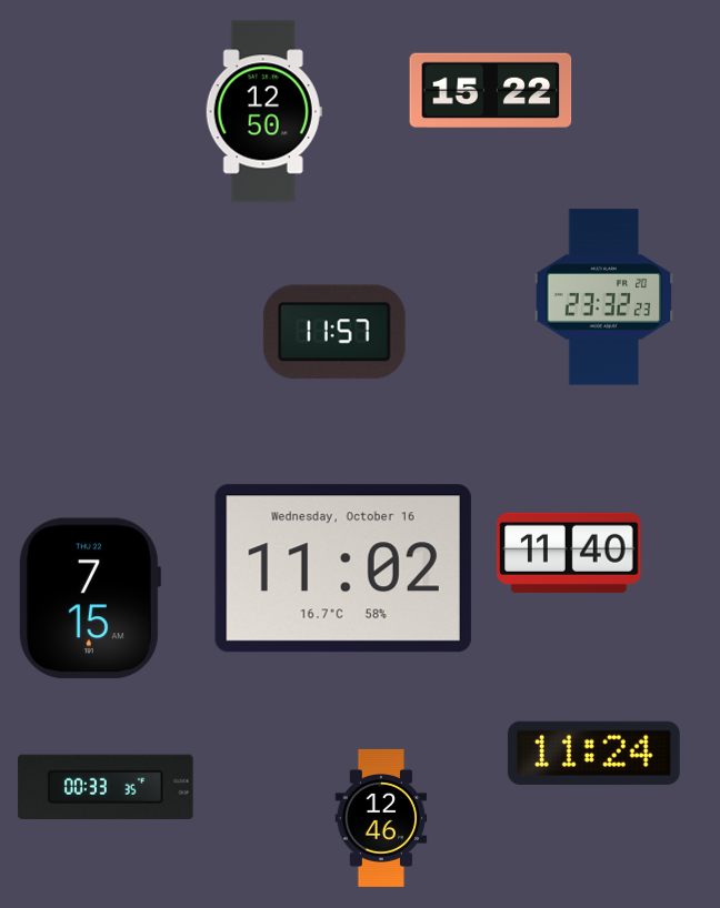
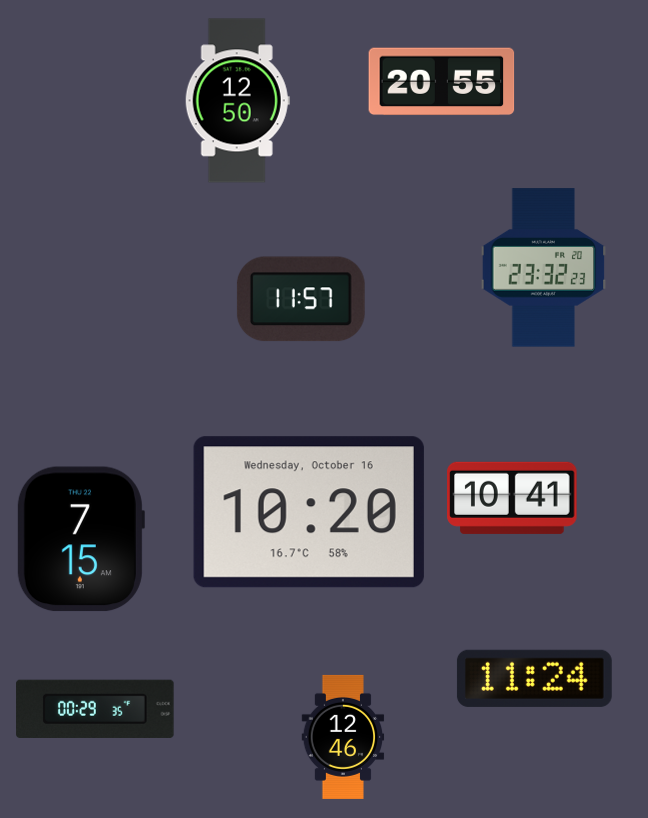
clock at (491, 91): 15:22 -> 20:55
clock at (569, 553): 11:40 -> 10:41
clock at (343, 568): 11:02 -> 10:20
clock at (106, 787): 00:33 -> 00:29
